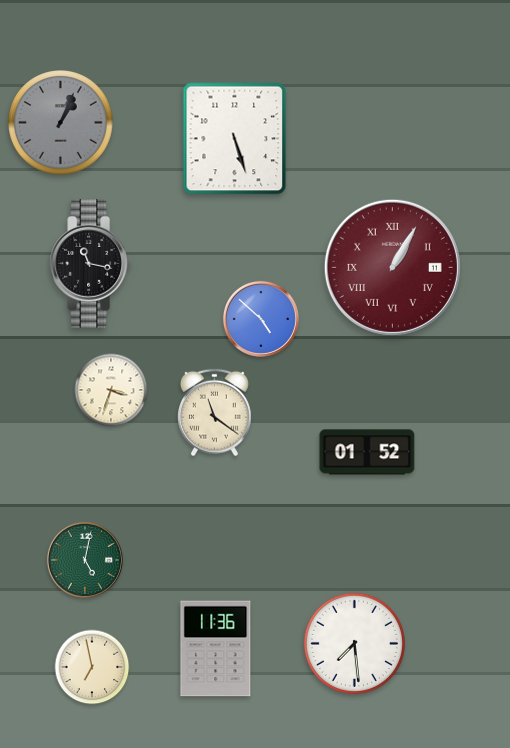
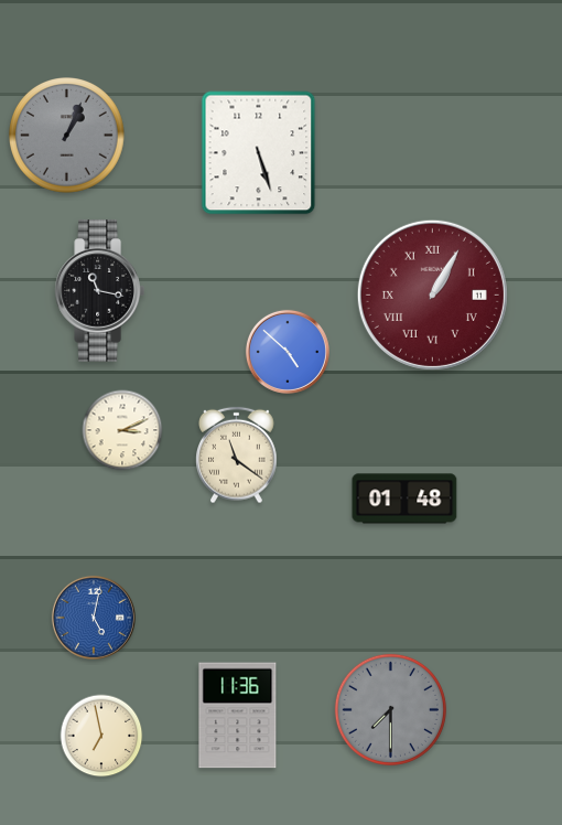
clock at (111, 390): 3:33 -> 3:11
clock at (367, 452): 01:52 -> 01:48
clock at (85, 560) dial: green -> blue
clock at (354, 643): 7:29 -> 7:30
clock at (354, 643) dial: white -> grey
